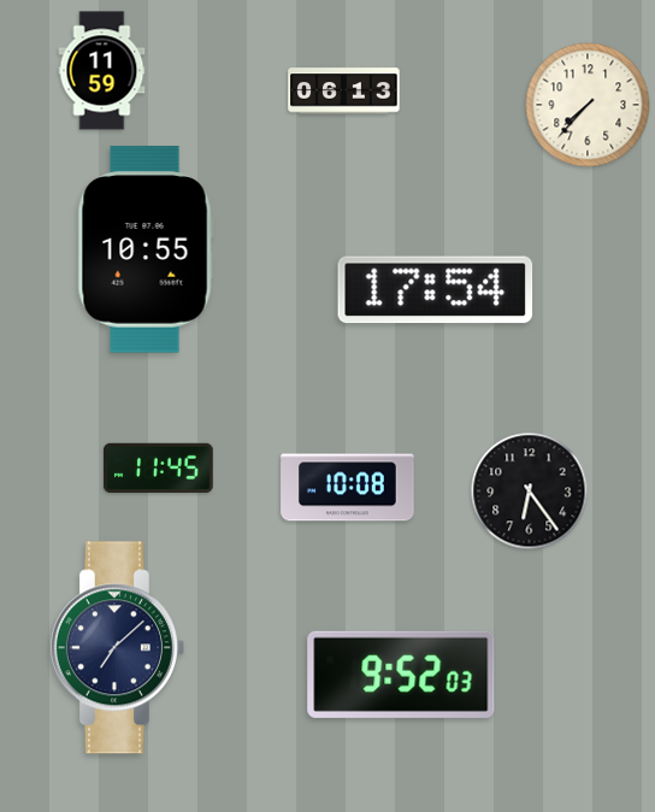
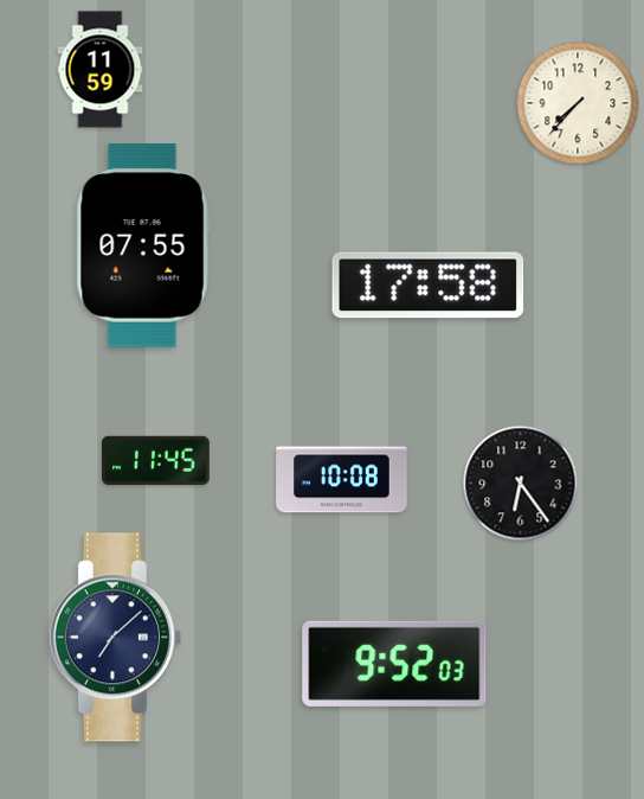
clock at (344, 92): 06:13 -> none
clock at (146, 249): 10:55 -> 07:55
clock at (436, 290): 17:54 -> 17:58
